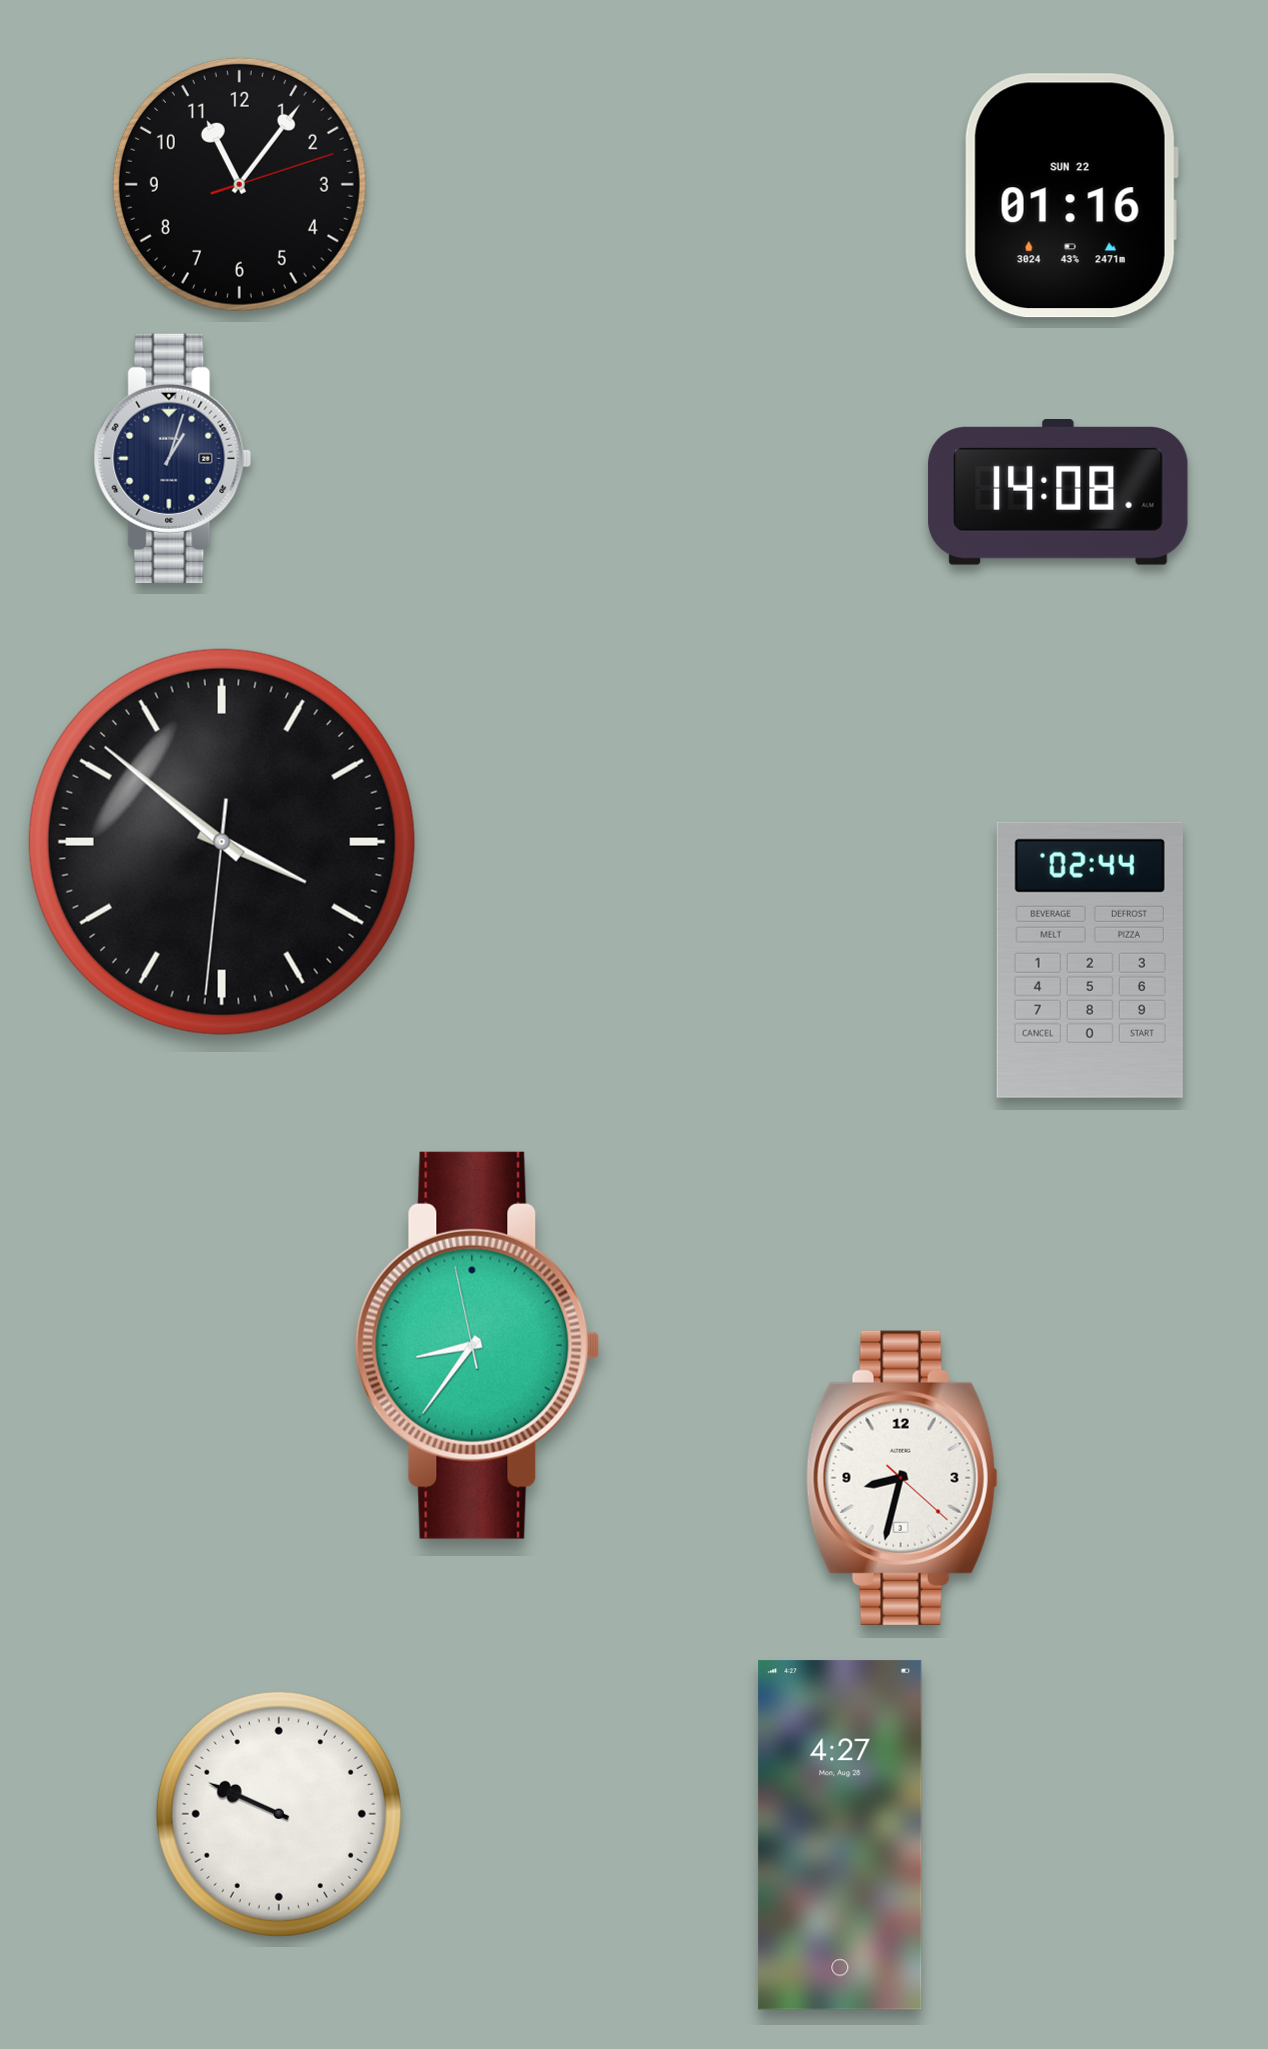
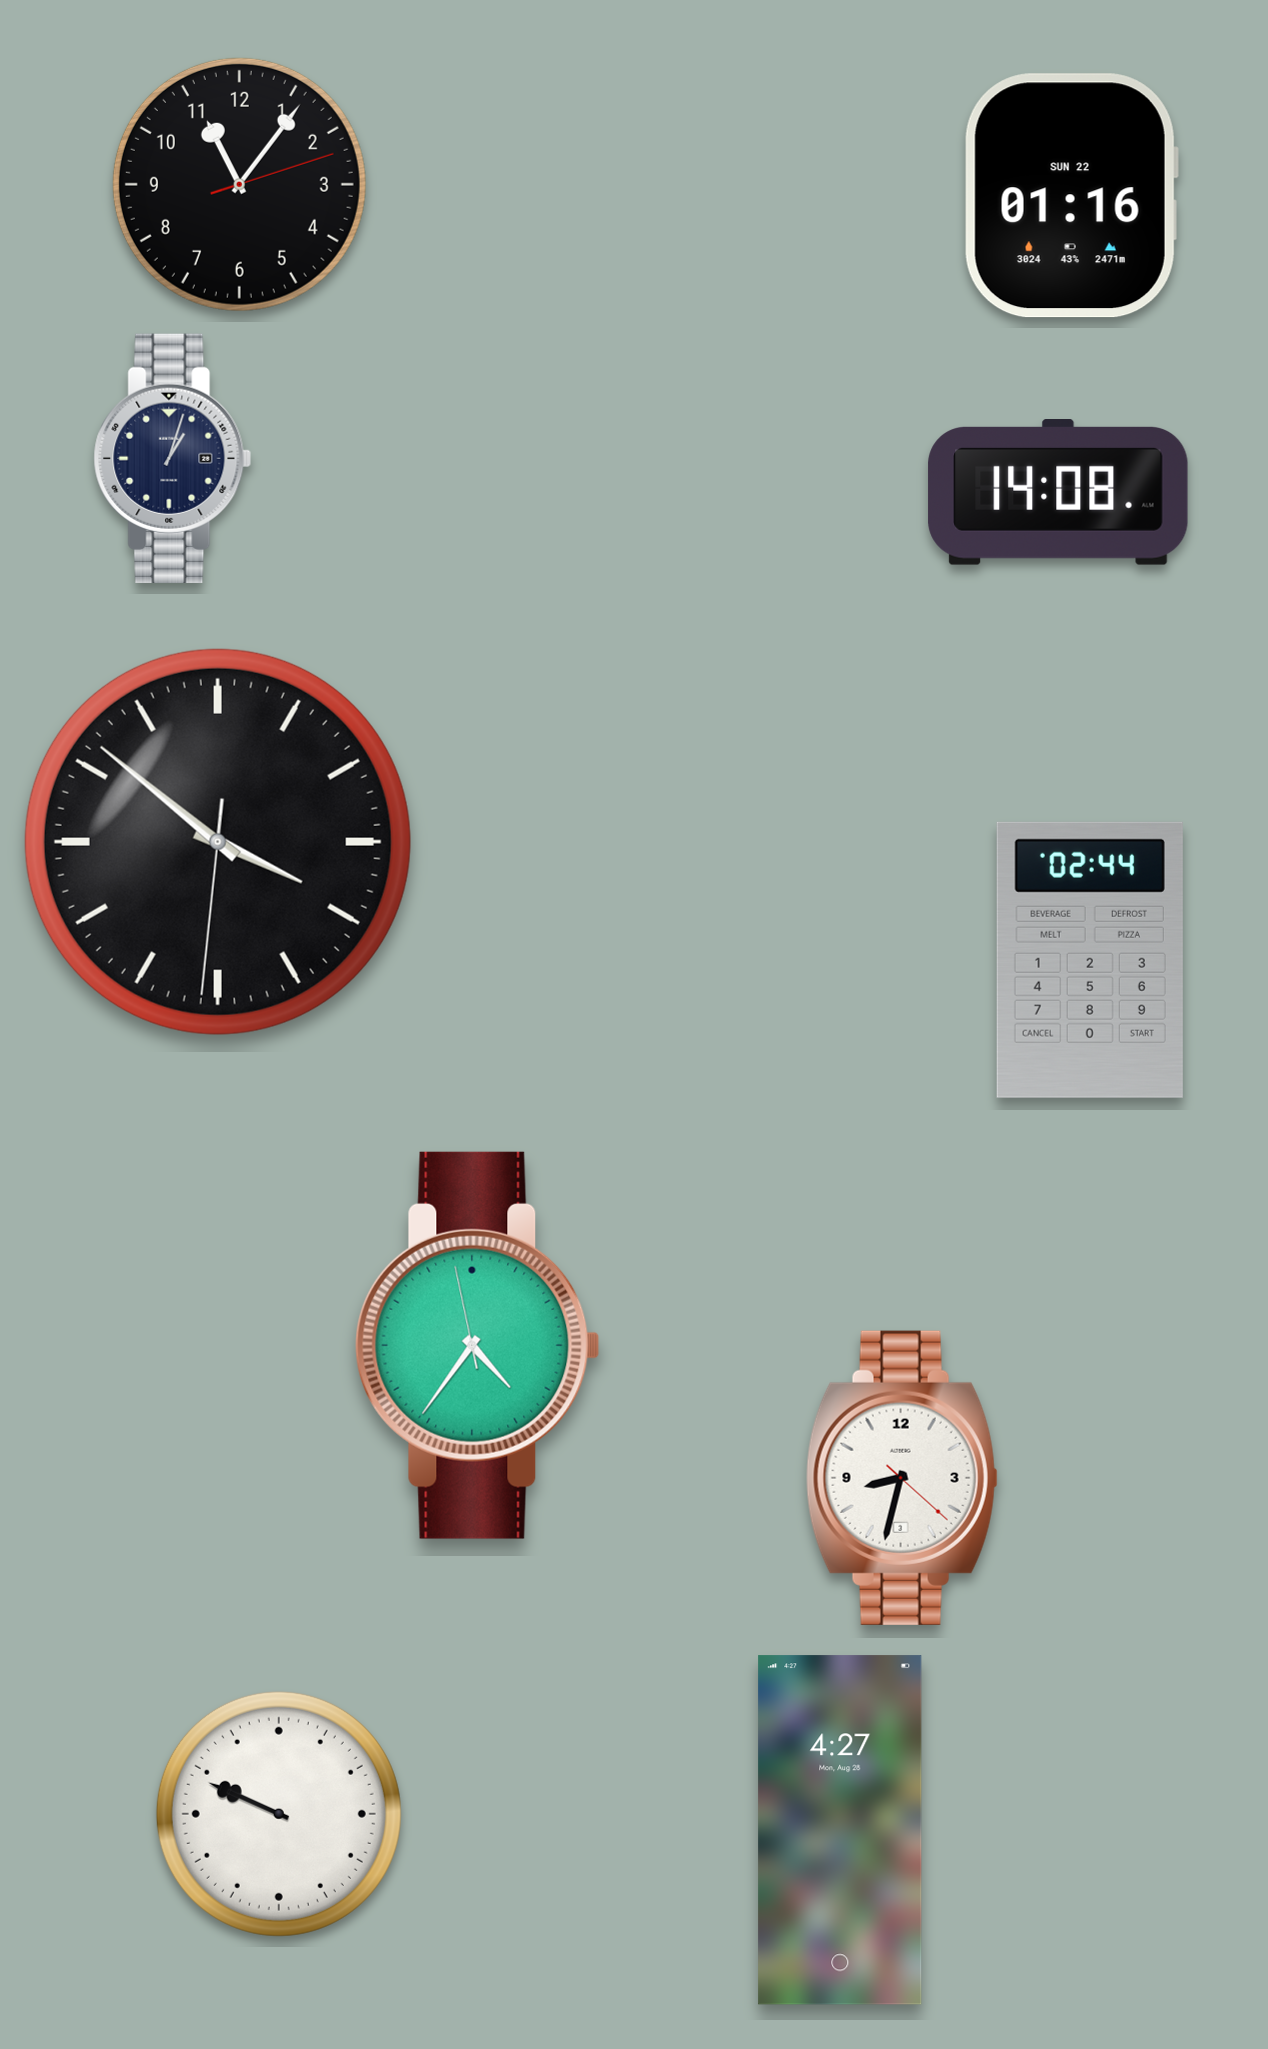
clock at (222, 842) position: (222, 842) -> (218, 842)
clock at (478, 1345): 8:35 -> 4:35
clock at (840, 1835) position: (840, 1835) -> (840, 1830)
